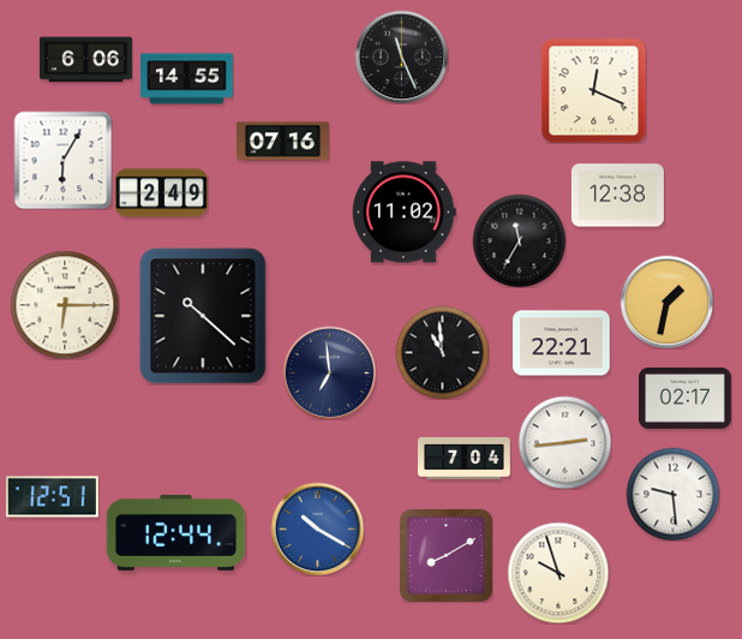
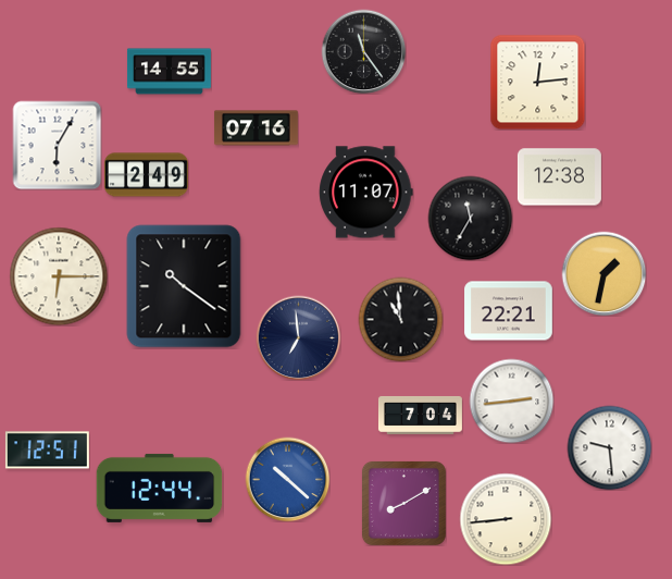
clock at (401, 56): 11:26 -> 11:24
clock at (85, 60): 6:06 -> none
clock at (593, 90): 12:19 -> 12:14
clock at (405, 213): 11:02 -> 11:07
clock at (203, 316): 10:22 -> 10:21
clock at (684, 398): 02:17 -> none
clock at (317, 528): 10:20 -> 10:22
clock at (176, 532) position: (176, 532) -> (160, 488)
clock at (558, 573): 9:57 -> 8:44
